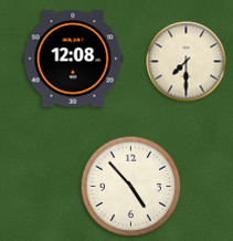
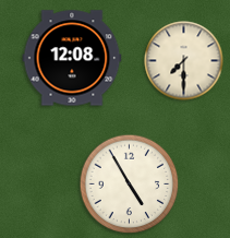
clock at (131, 187): 4:53 -> 4:55
